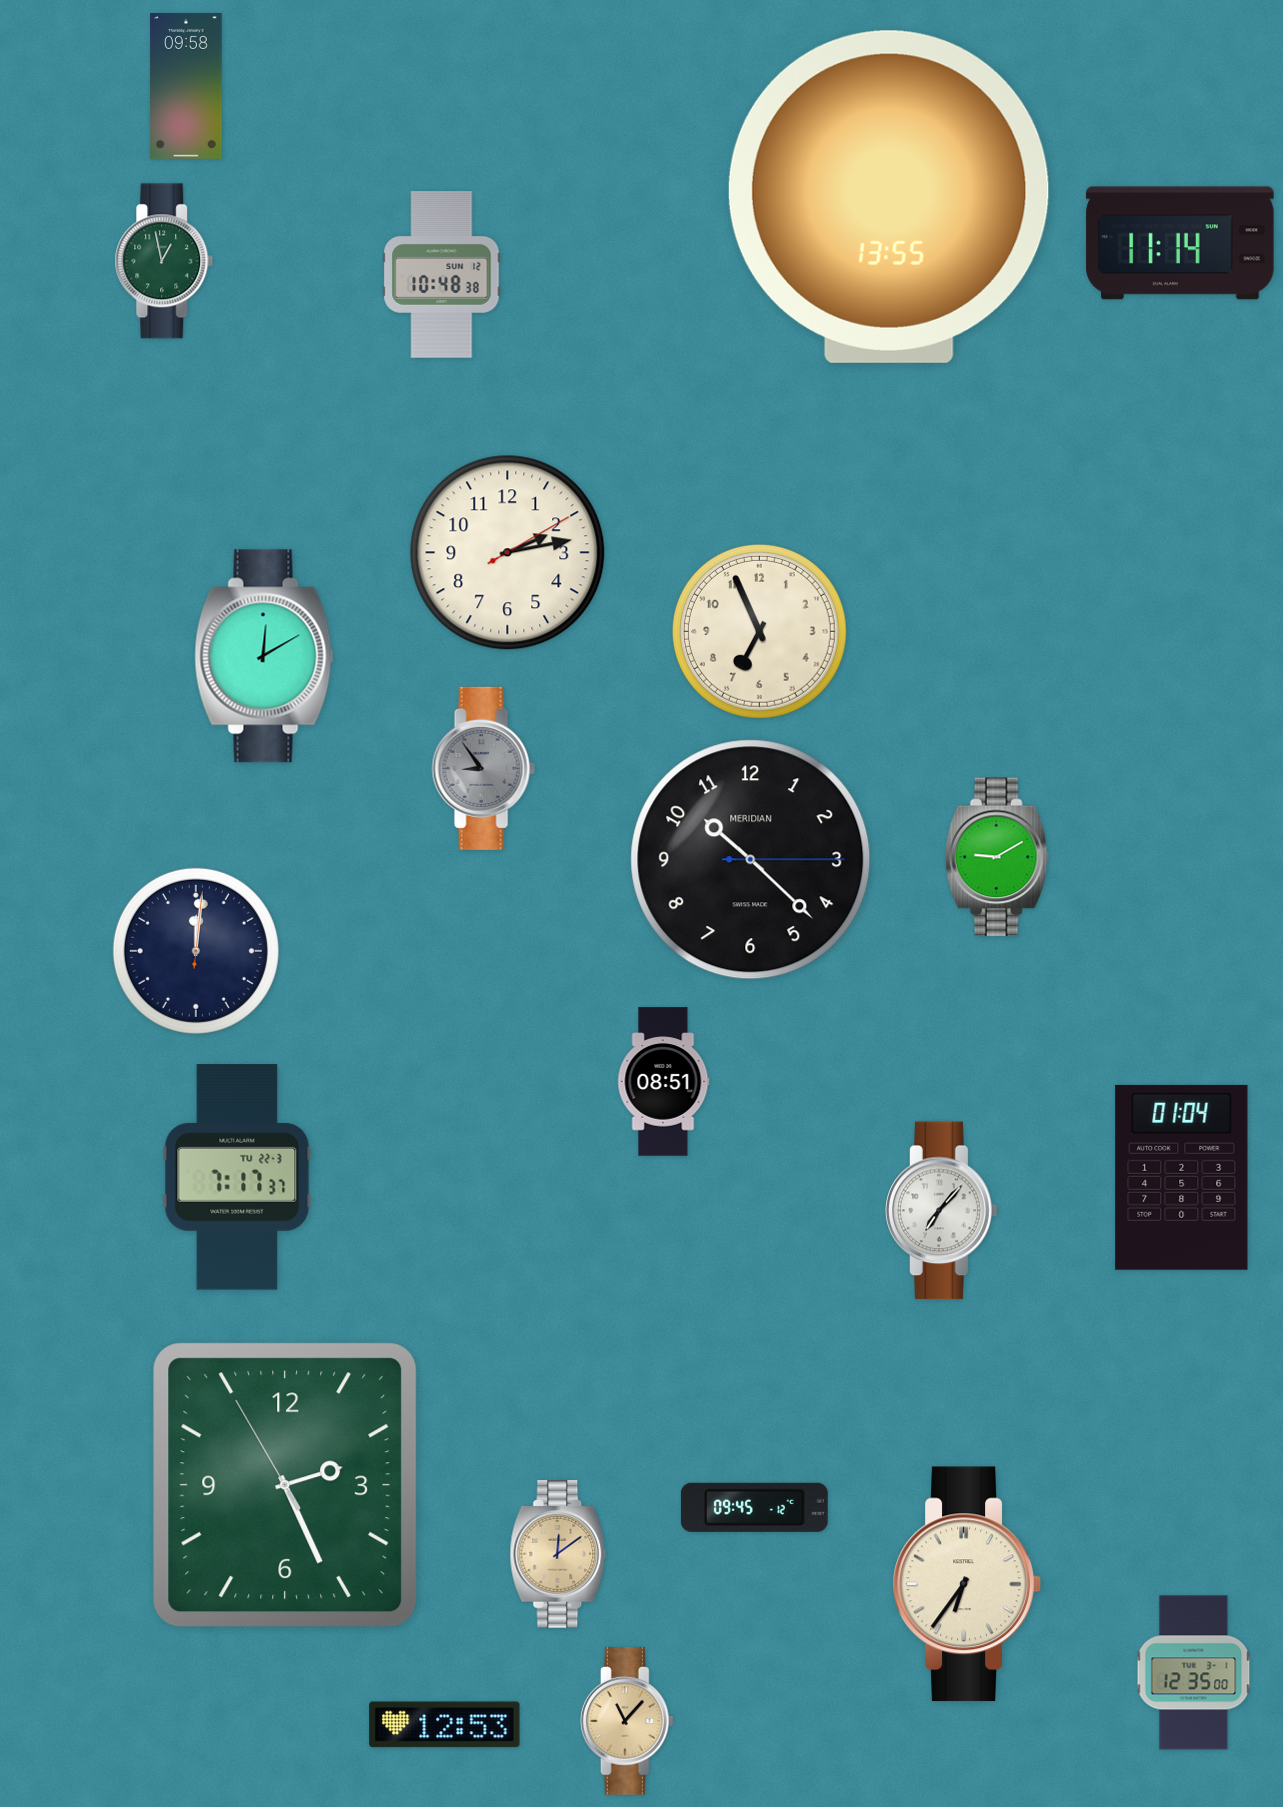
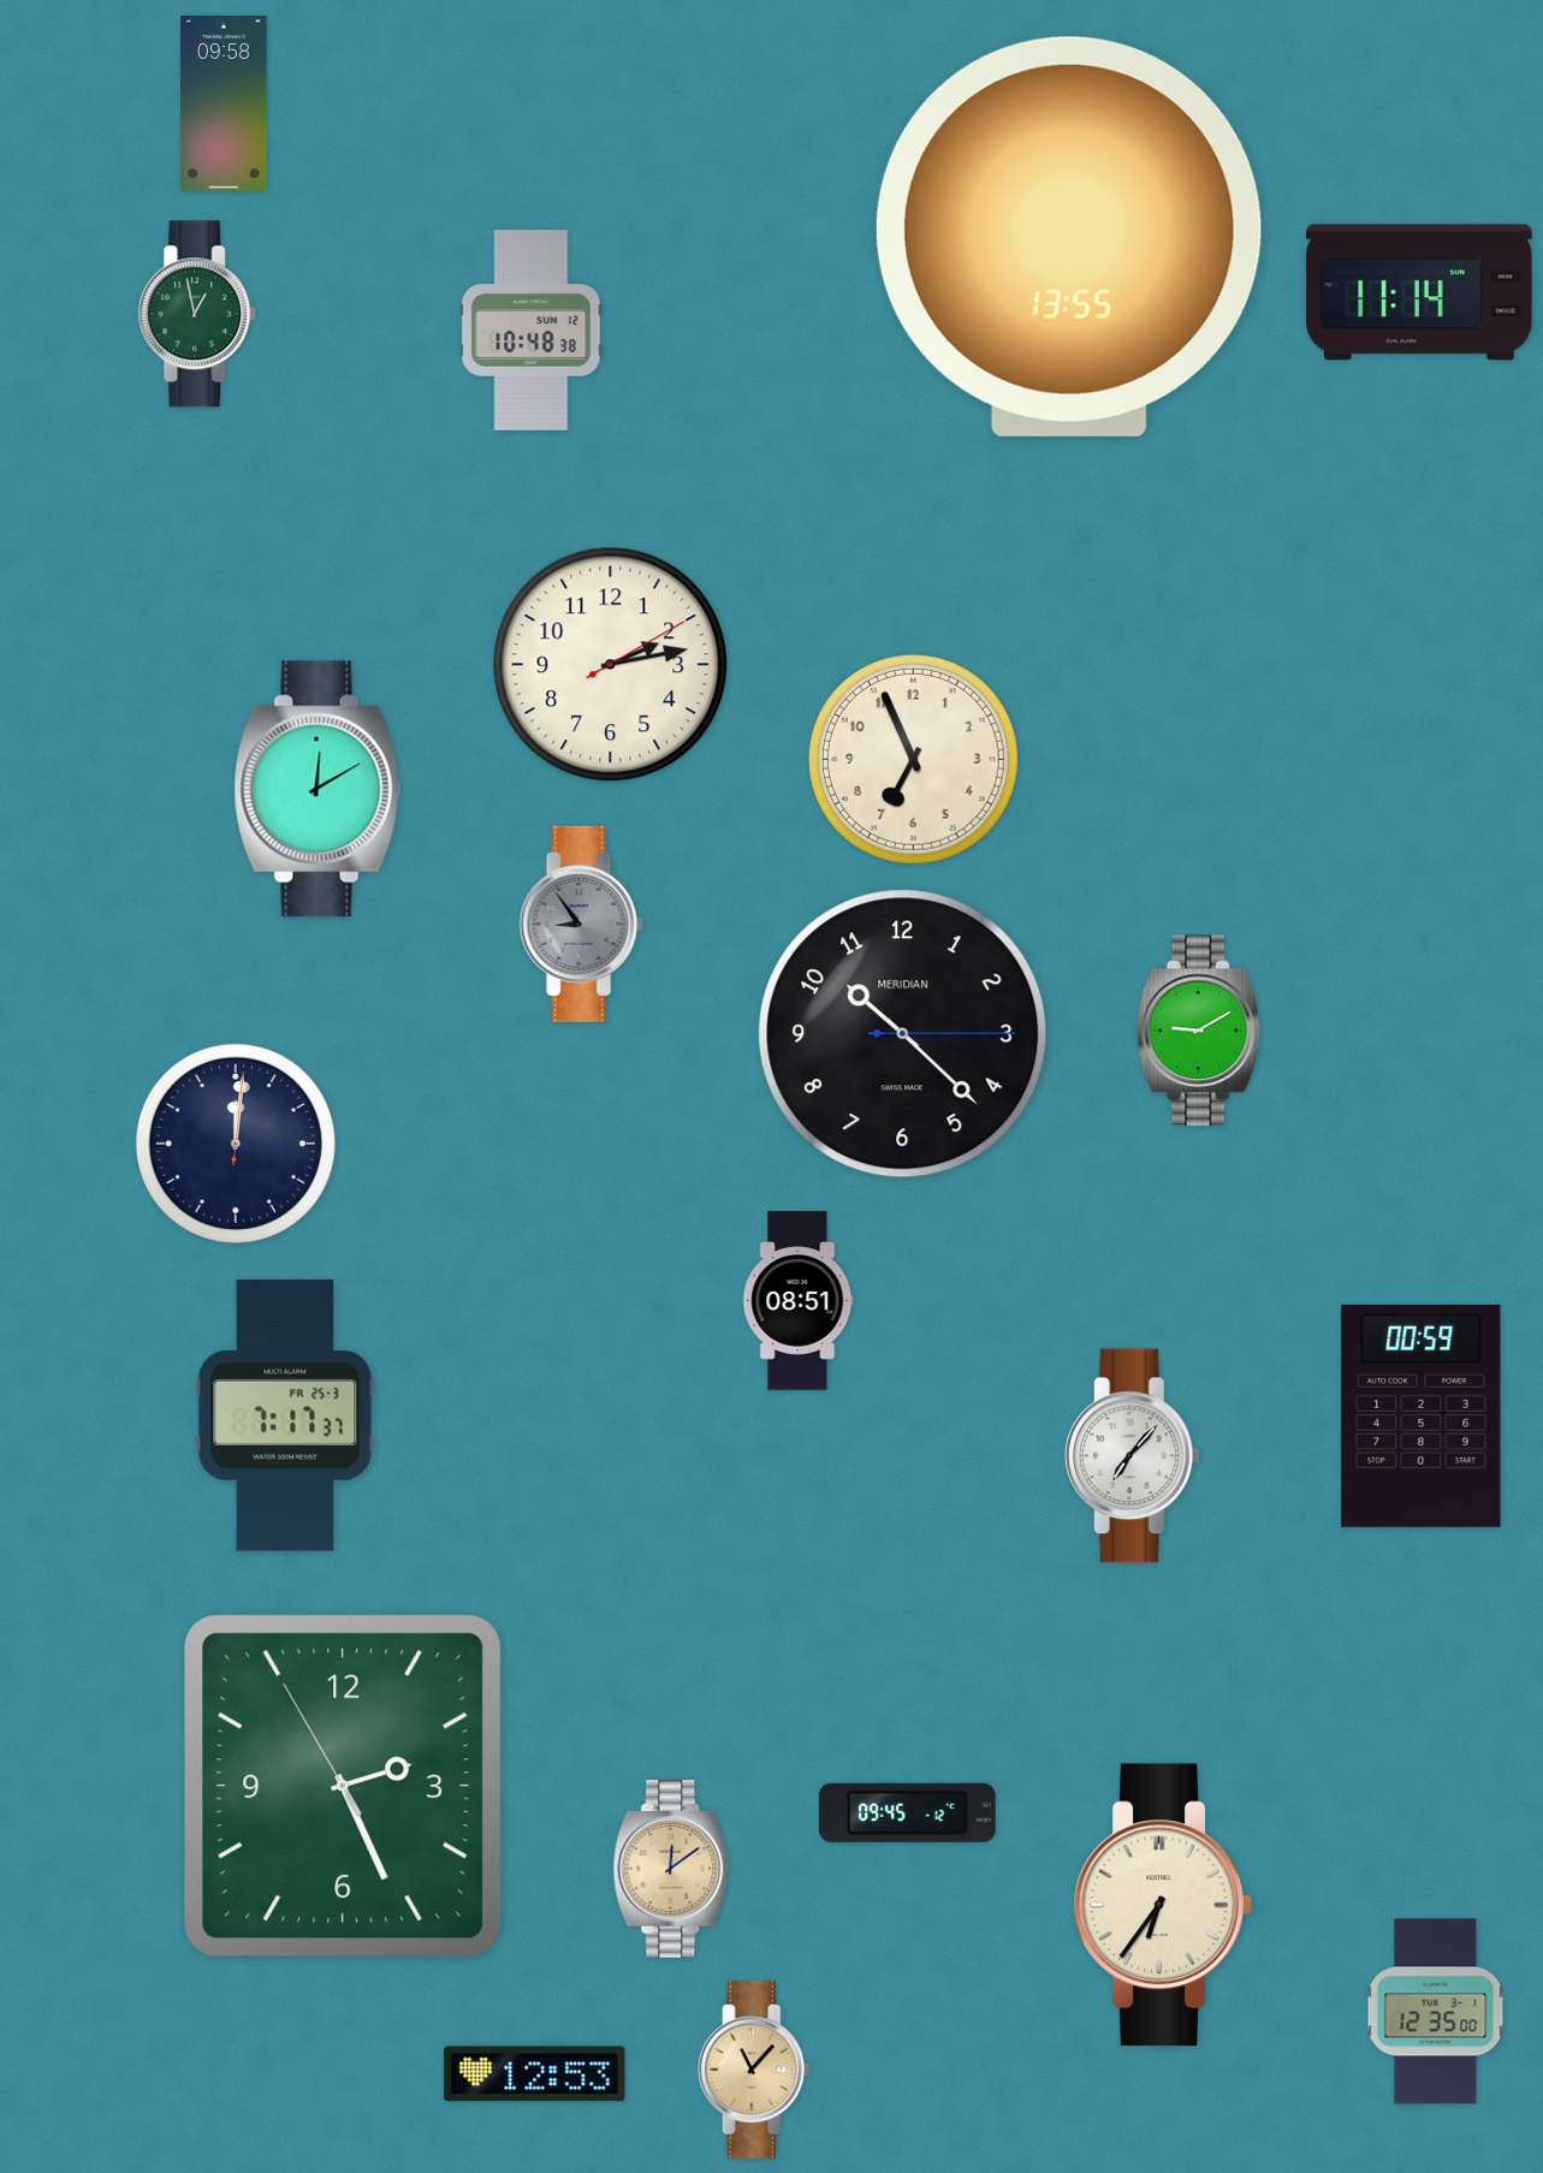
clock at (237, 1177) date: TU 22-3 -> FR 25-3
clock at (1182, 1177): 01:04 -> 00:59
